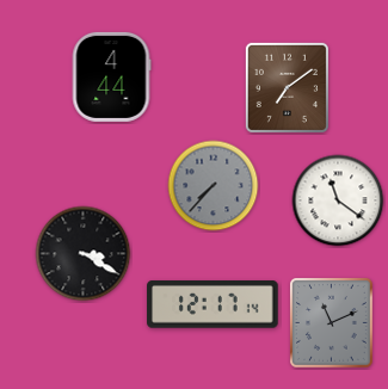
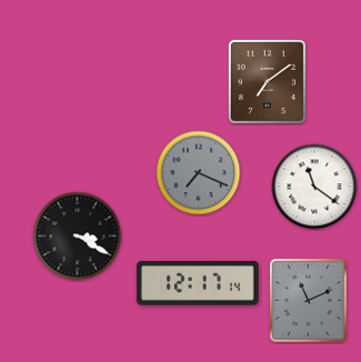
clock at (111, 76): 4:44 -> none
clock at (214, 186): 7:37 -> 7:19
